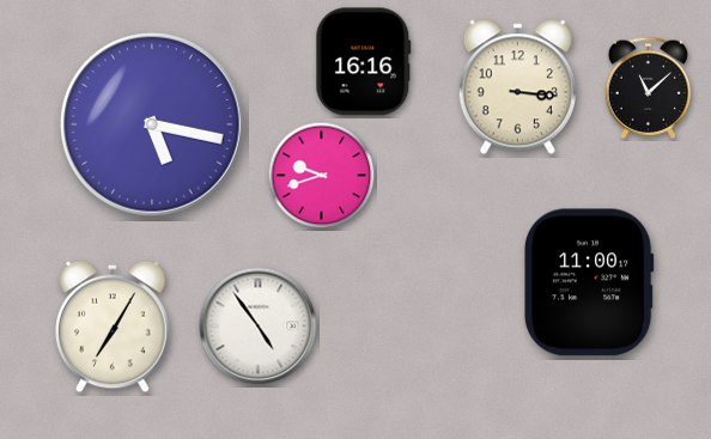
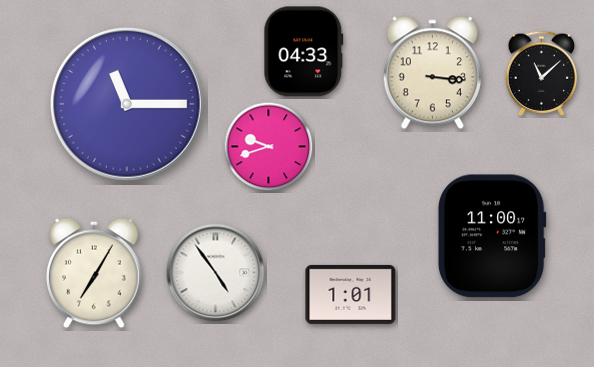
clock at (364, 62): 16:16 -> 04:33
clock at (153, 126): 5:17 -> 11:15
clock at (351, 294): none -> 1:01
